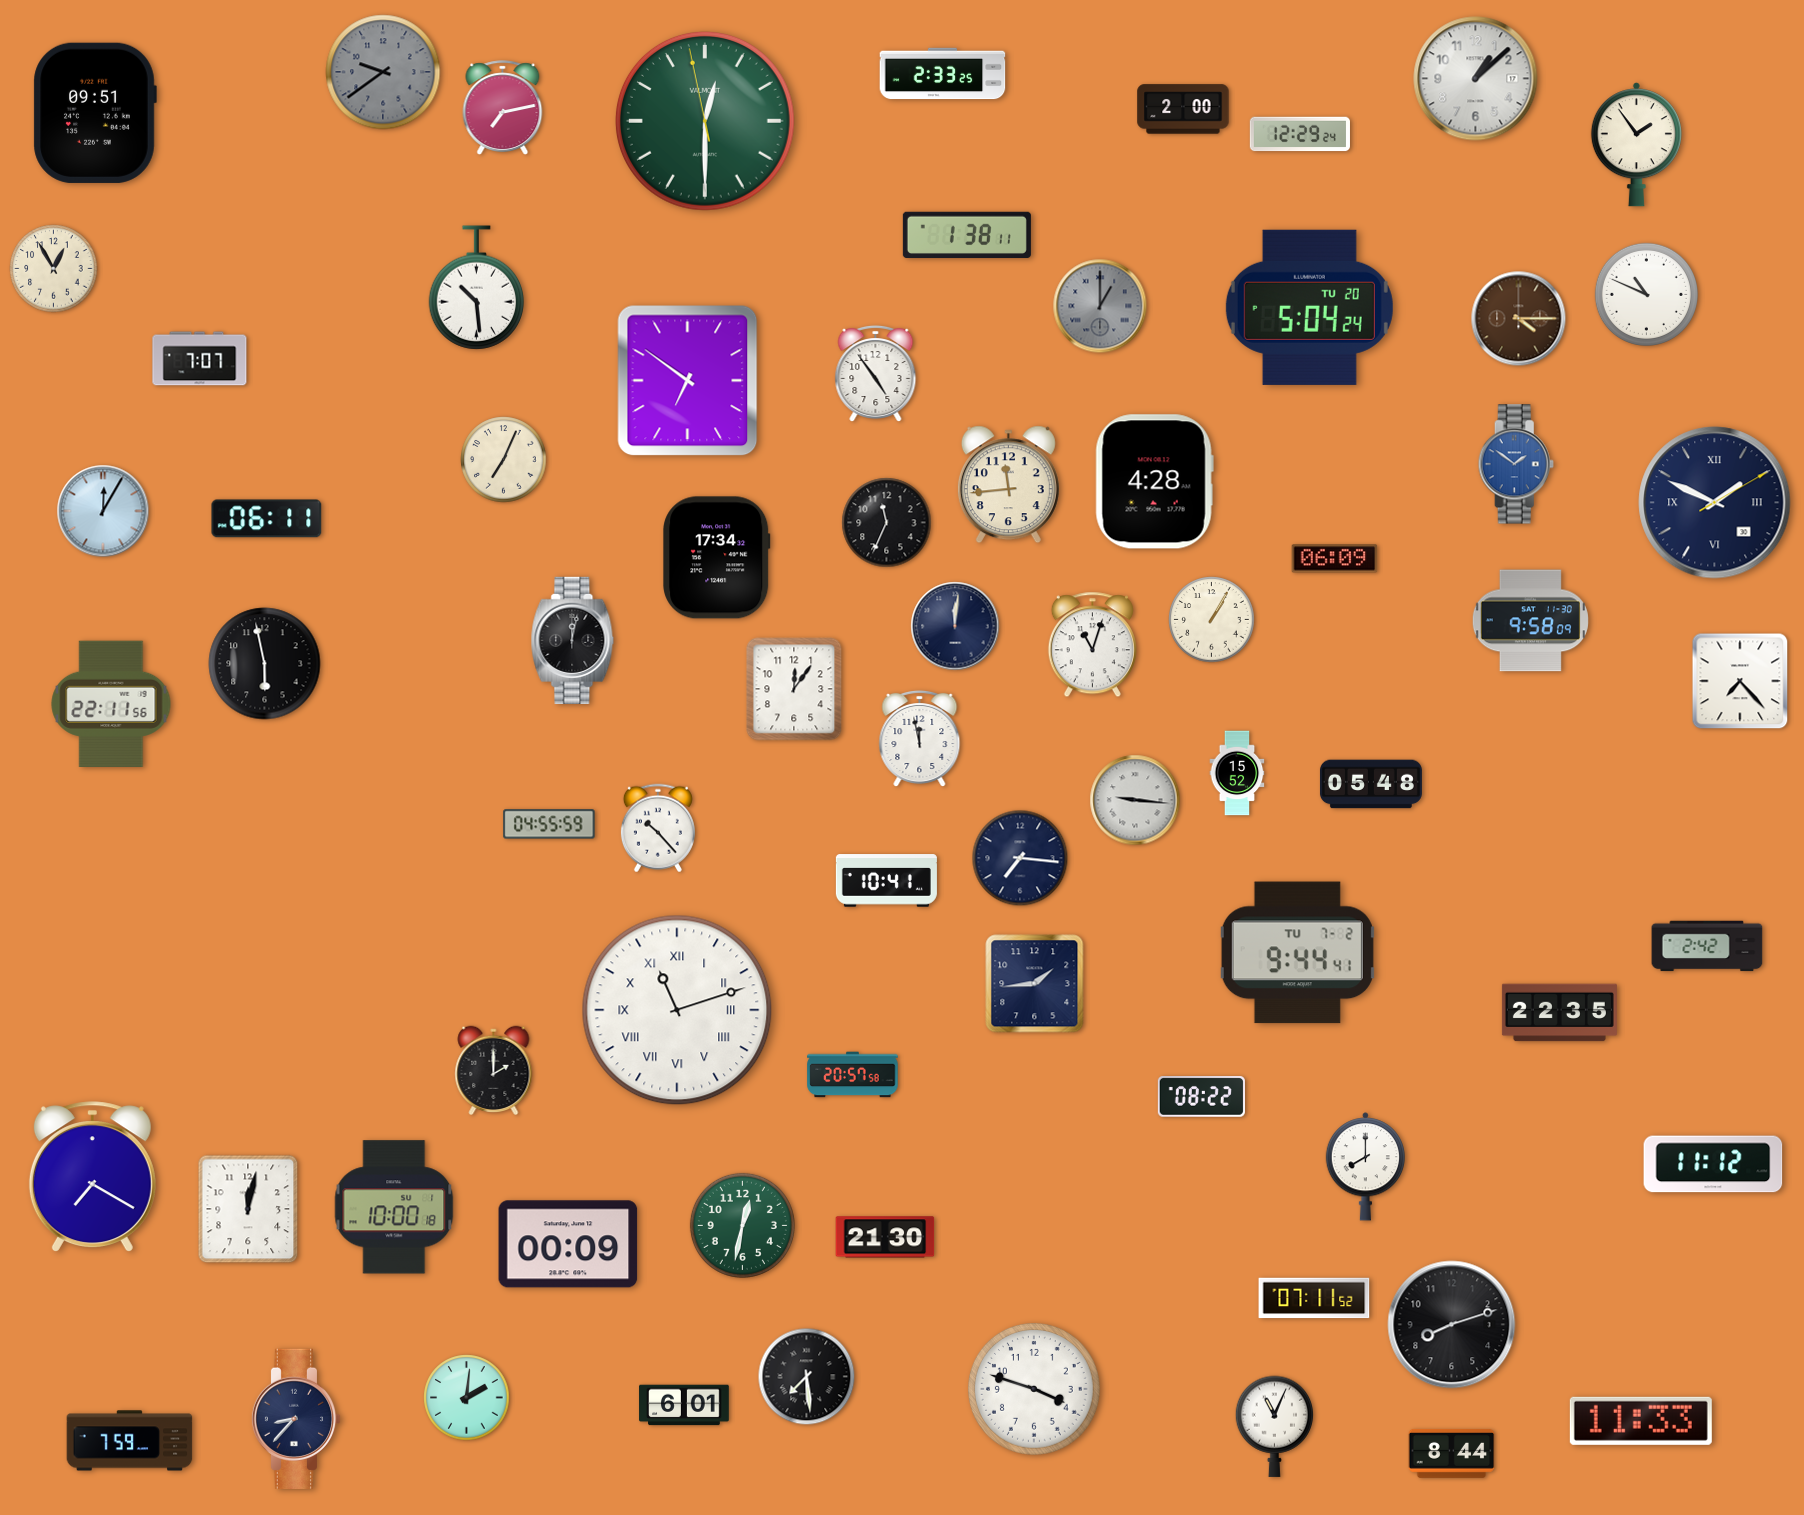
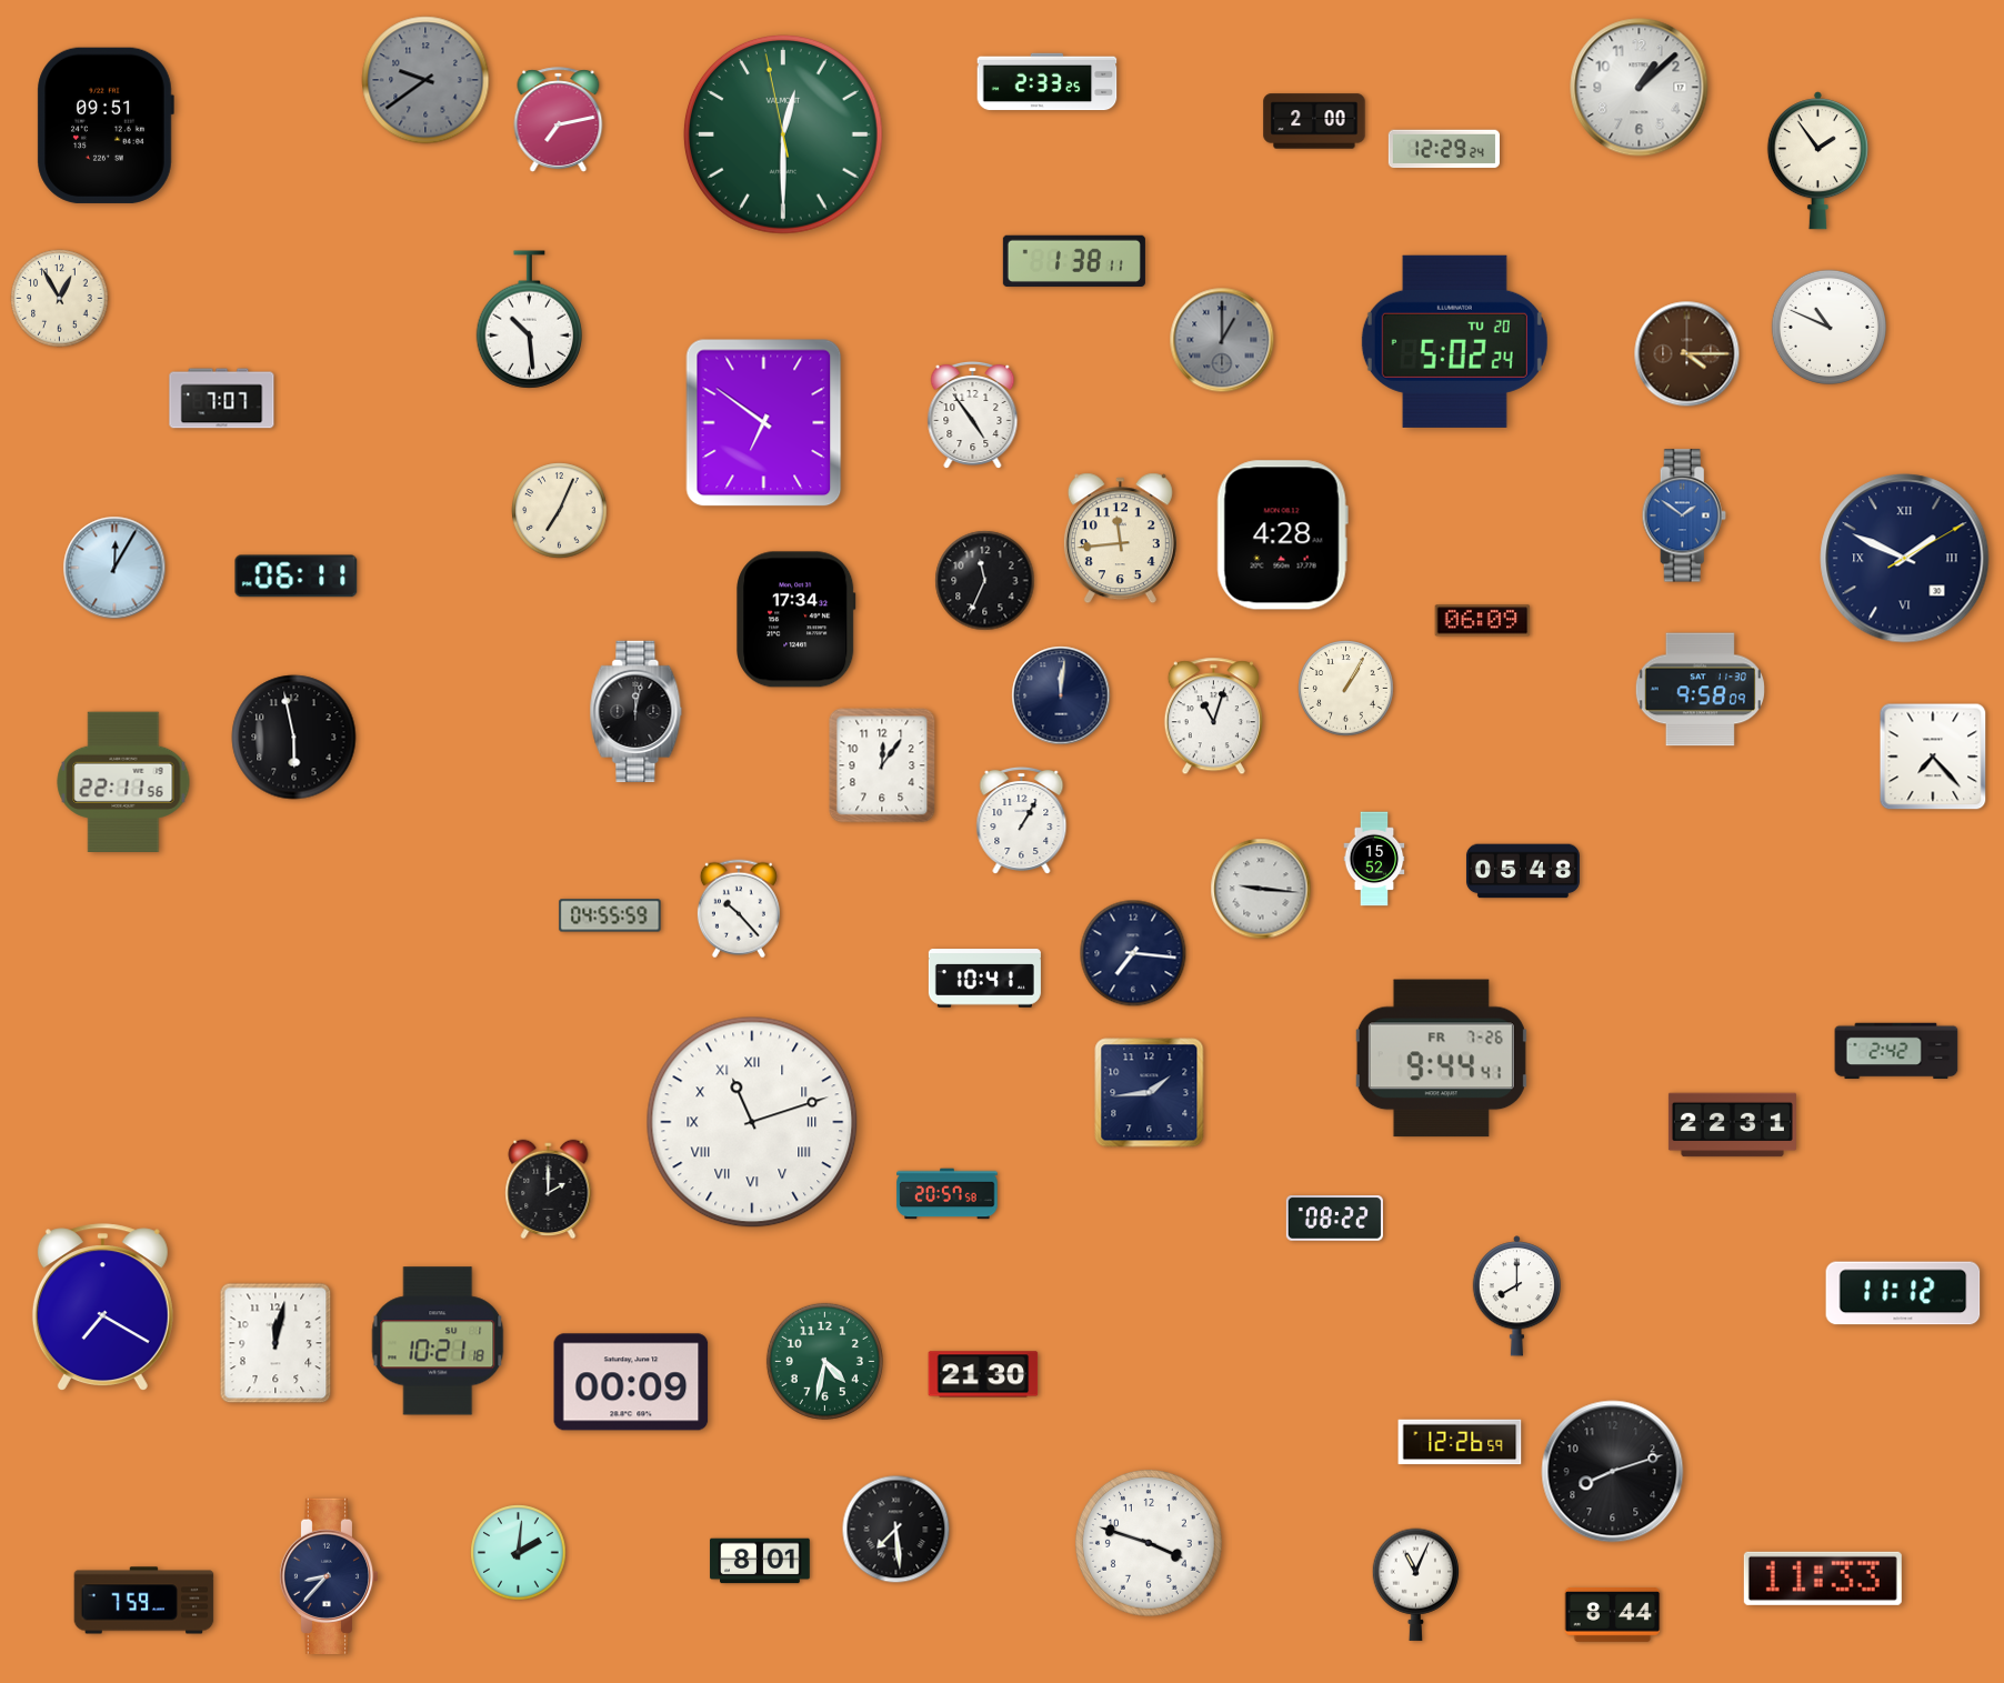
clock at (1309, 307): 5:04 -> 5:02
clock at (920, 738): 11:58 -> 1:05
clock at (658, 828) position: (658, 828) -> (739, 909)
clock at (1297, 953) date: TU 7-2 -> FR 7-26
clock at (1559, 1013): 22:35 -> 22:31
clock at (394, 1207): 10:00 -> 10:21
clock at (742, 1225): 12:32 -> 4:32
clock at (1314, 1298): 07:11 -> 12:26
clock at (684, 1405): 6:01 -> 8:01
